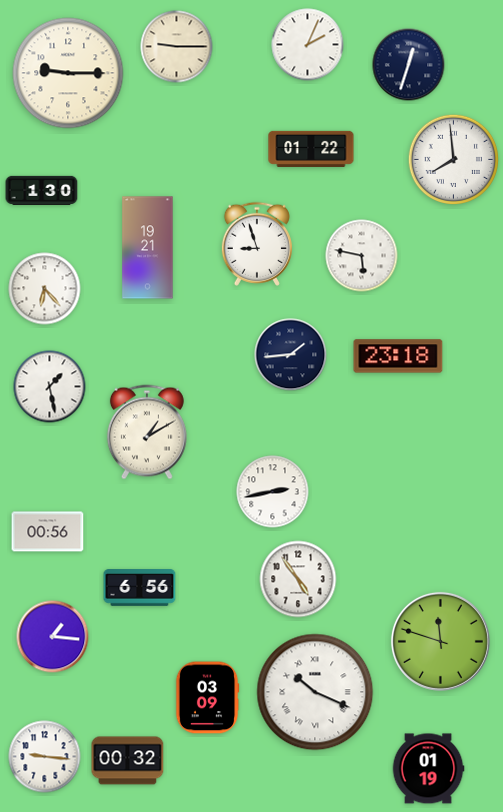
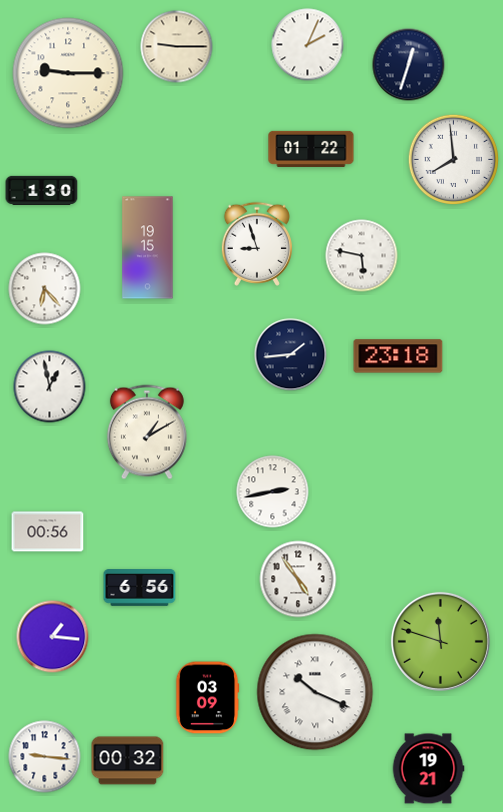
clock at (148, 248): 19:21 -> 19:15
clock at (50, 387): 1:28 -> 12:58
clock at (428, 769): 01:19 -> 19:21
